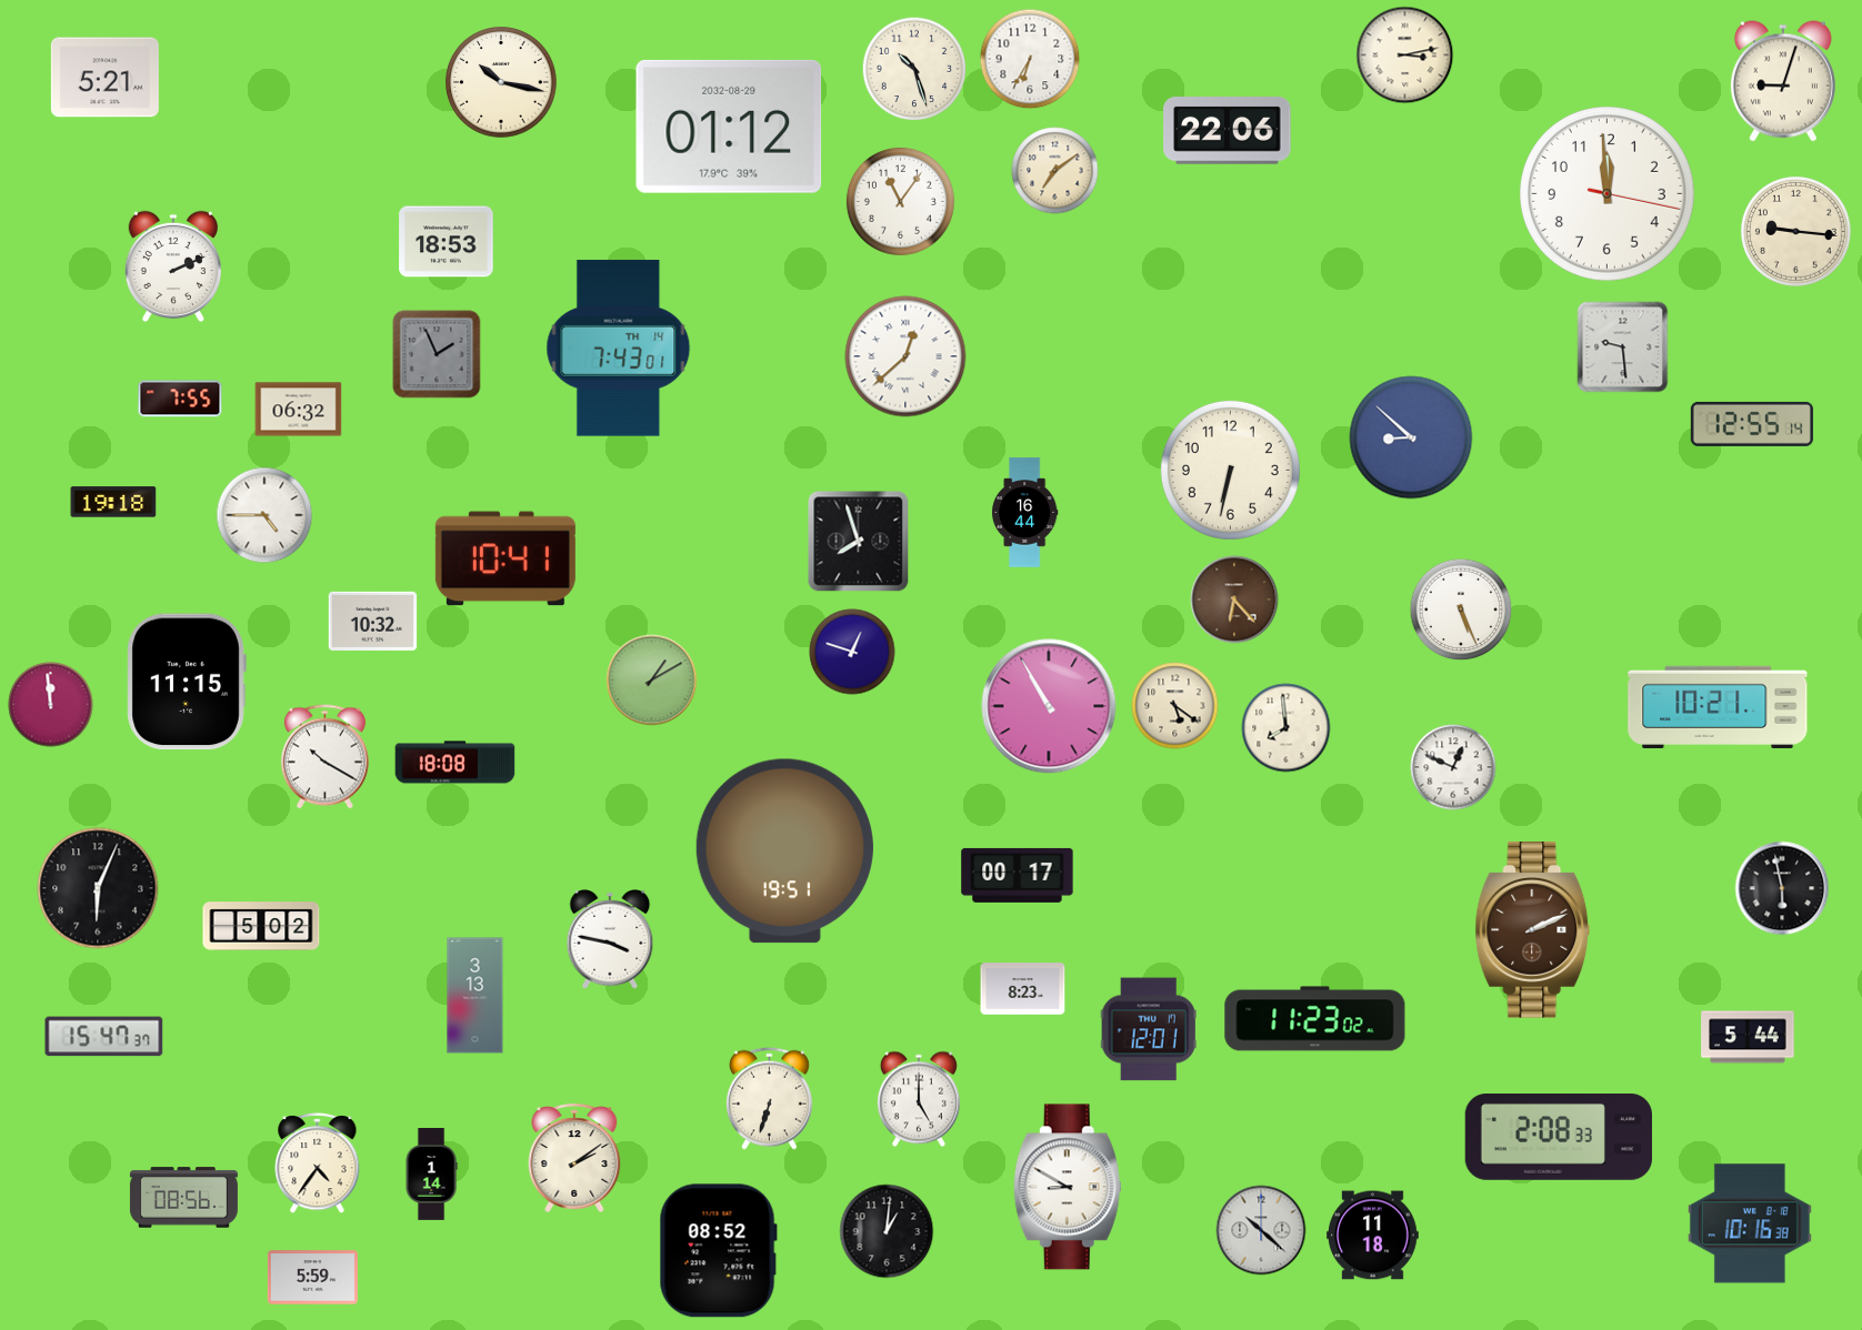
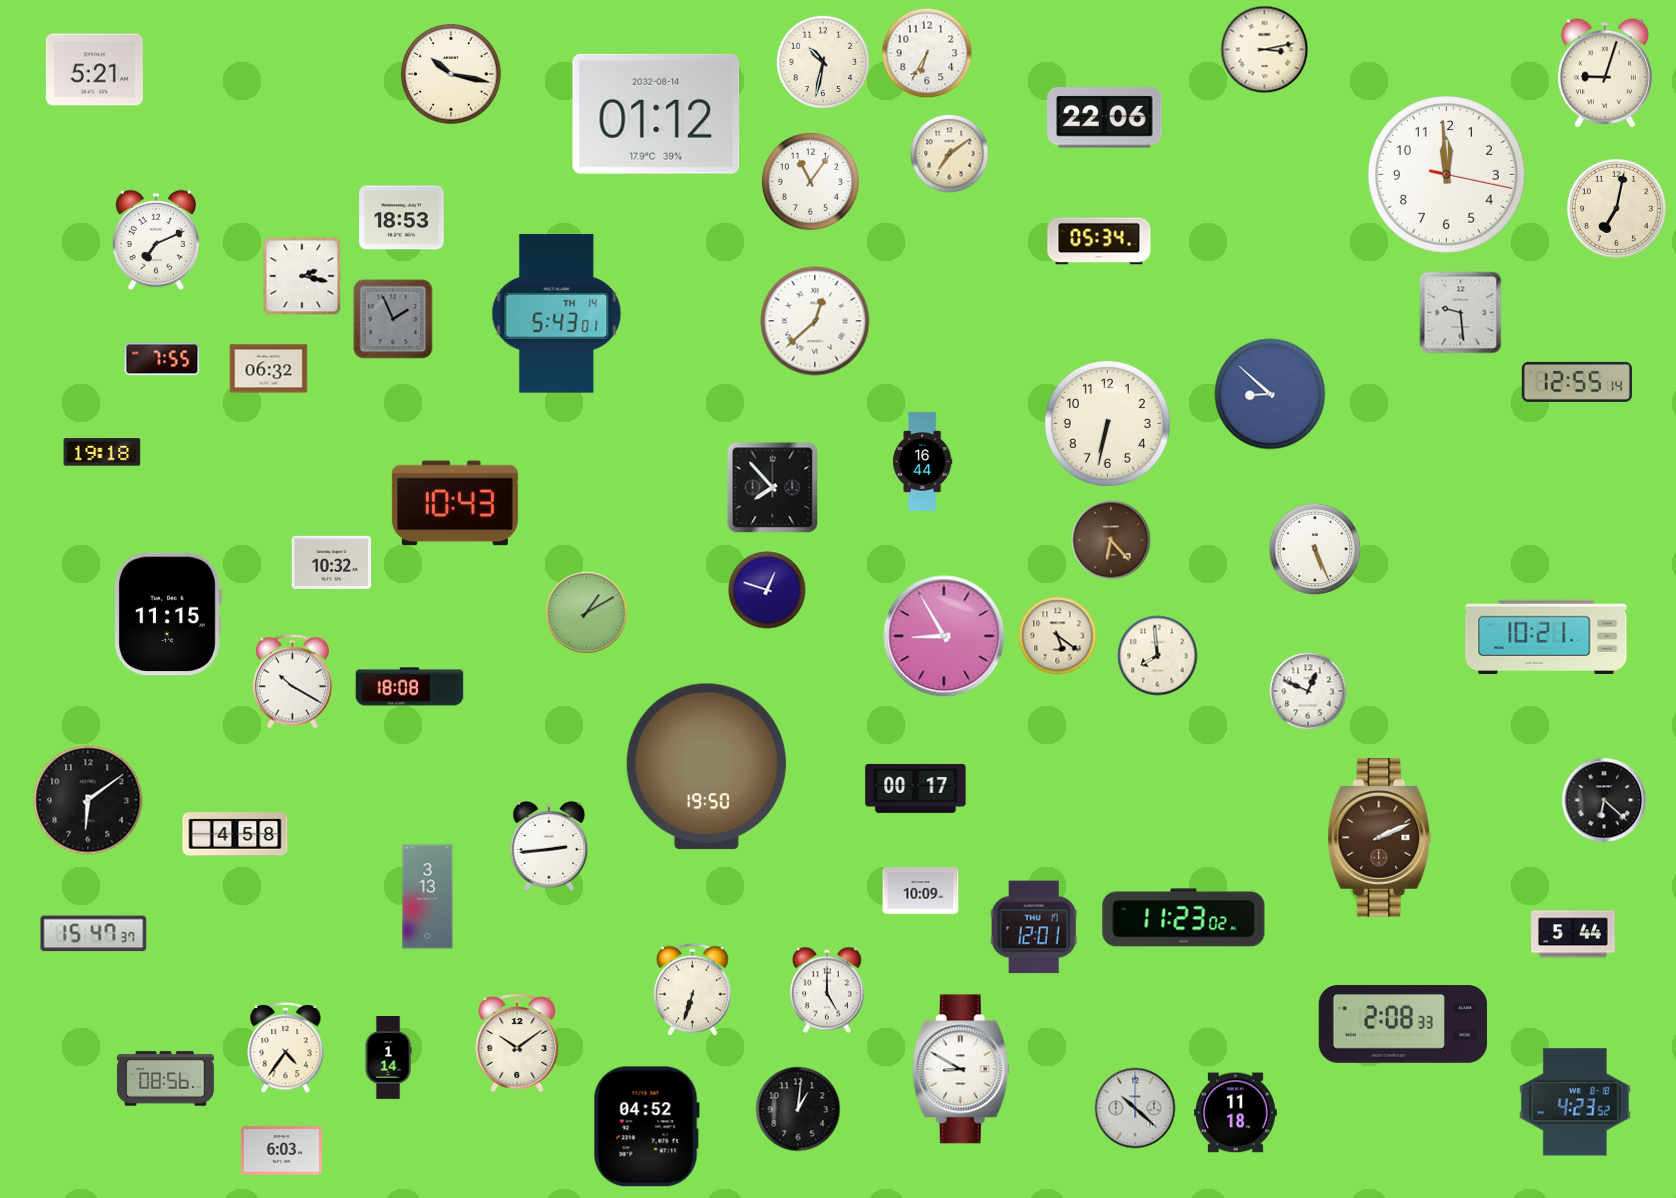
clock at (914, 69): 10:27 -> 10:32
clock at (729, 127) date: 2032-08-29 -> 2032-08-14
clock at (1795, 231): 9:16 -> 7:02
clock at (172, 266): 2:11 -> 7:11
clock at (1099, 241): none -> 05:34
clock at (302, 276): none -> 2:17
clock at (619, 349): 7:43 -> 5:43
clock at (264, 515): 4:45 -> none
clock at (859, 542): 7:57 -> 7:53
clock at (505, 558): 10:41 -> 10:43
clock at (373, 621) position: (373, 621) -> (332, 562)
clock at (852, 652) position: (852, 652) -> (767, 590)
clock at (51, 705): 11:59 -> none
clock at (1049, 706): 10:55 -> 8:55
clock at (784, 852): 19:51 -> 19:50
clock at (98, 888): 6:04 -> 6:09
clock at (1782, 888): 5:58 -> 6:22
clock at (261, 926): 5:02 -> 4:58
clock at (610, 939): 3:47 -> 2:44
clock at (1023, 989): 8:23 -> 10:09
clock at (574, 1158): 2:09 -> 10:09
clock at (1750, 1223): 10:16 -> 4:23
clock at (718, 1251): 08:52 -> 04:52
clock at (312, 1278): 5:59 -> 6:03
